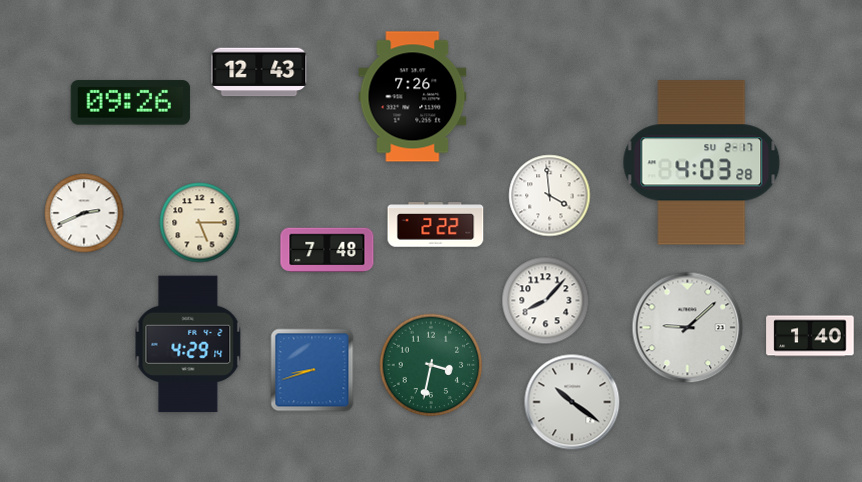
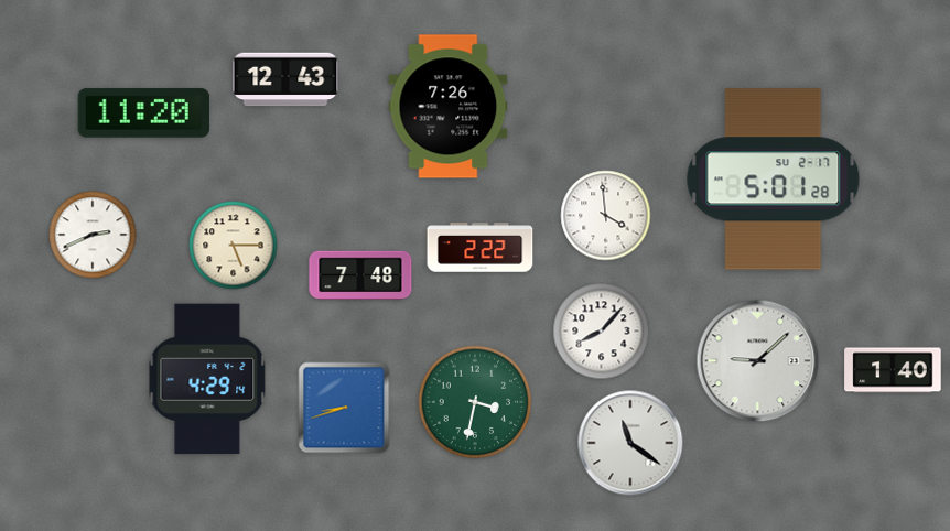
clock at (413, 97) position: (413, 97) -> (449, 107)
clock at (130, 103): 09:26 -> 11:20
clock at (702, 163): 4:03 -> 5:01
clock at (200, 223) position: (200, 223) -> (234, 246)
clock at (572, 402): 10:21 -> 11:21
